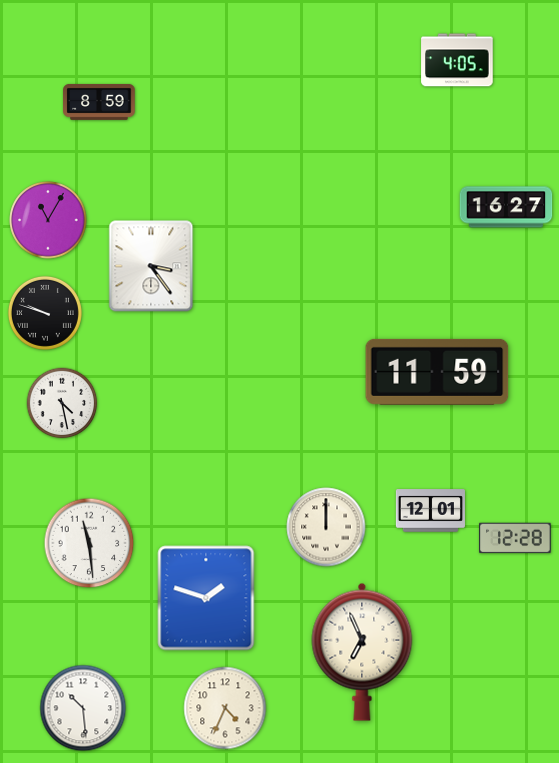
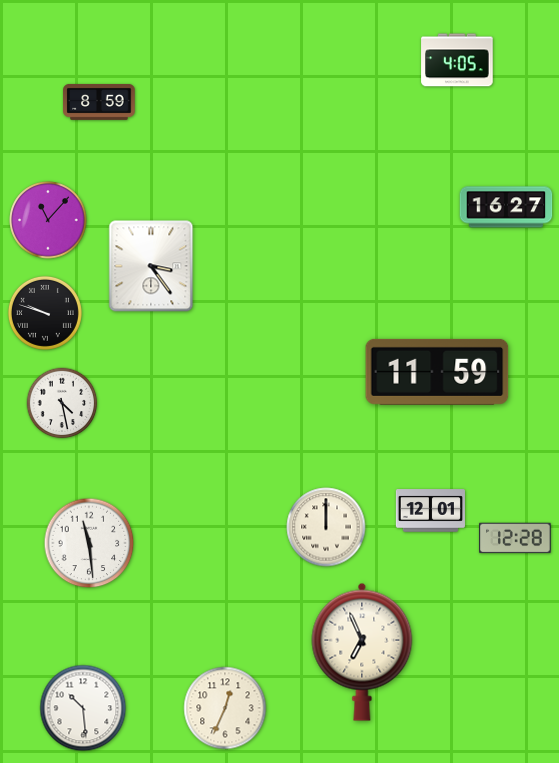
clock at (48, 220): 11:05 -> 11:07
clock at (206, 598): 1:48 -> none
clock at (225, 708): 4:34 -> 12:34
